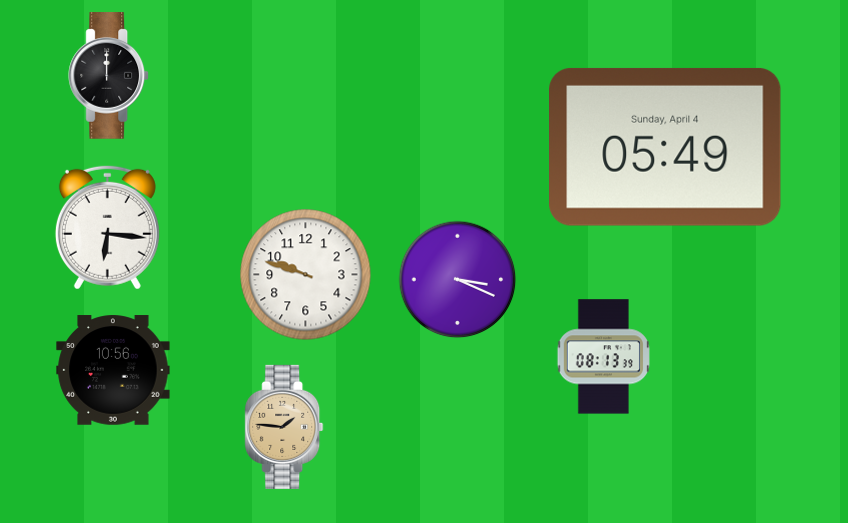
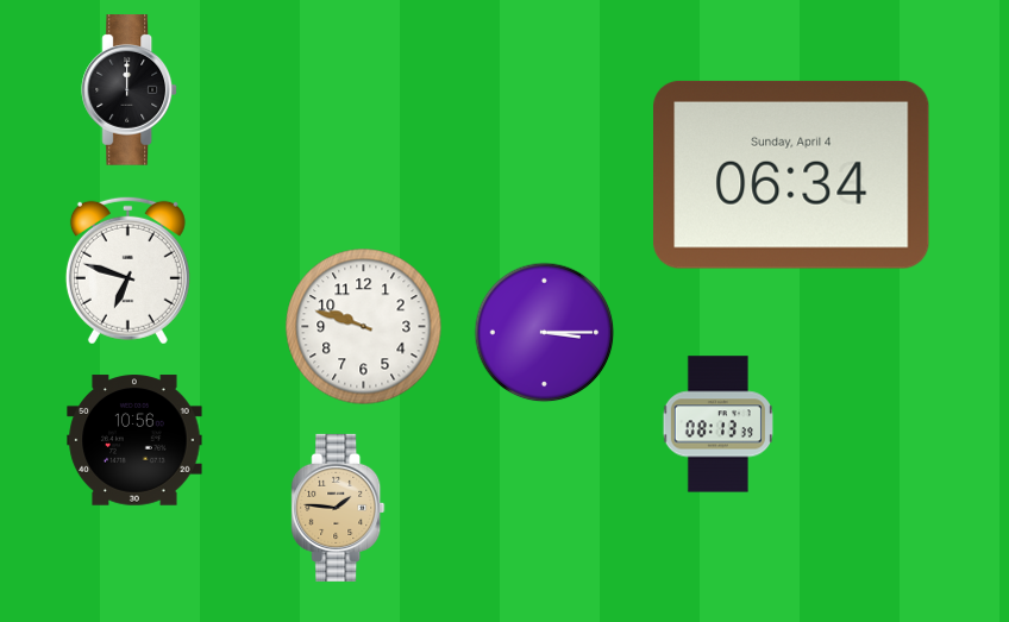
clock at (666, 147): 05:49 -> 06:34
clock at (107, 227): 6:16 -> 6:48
clock at (458, 280): 3:19 -> 3:15
